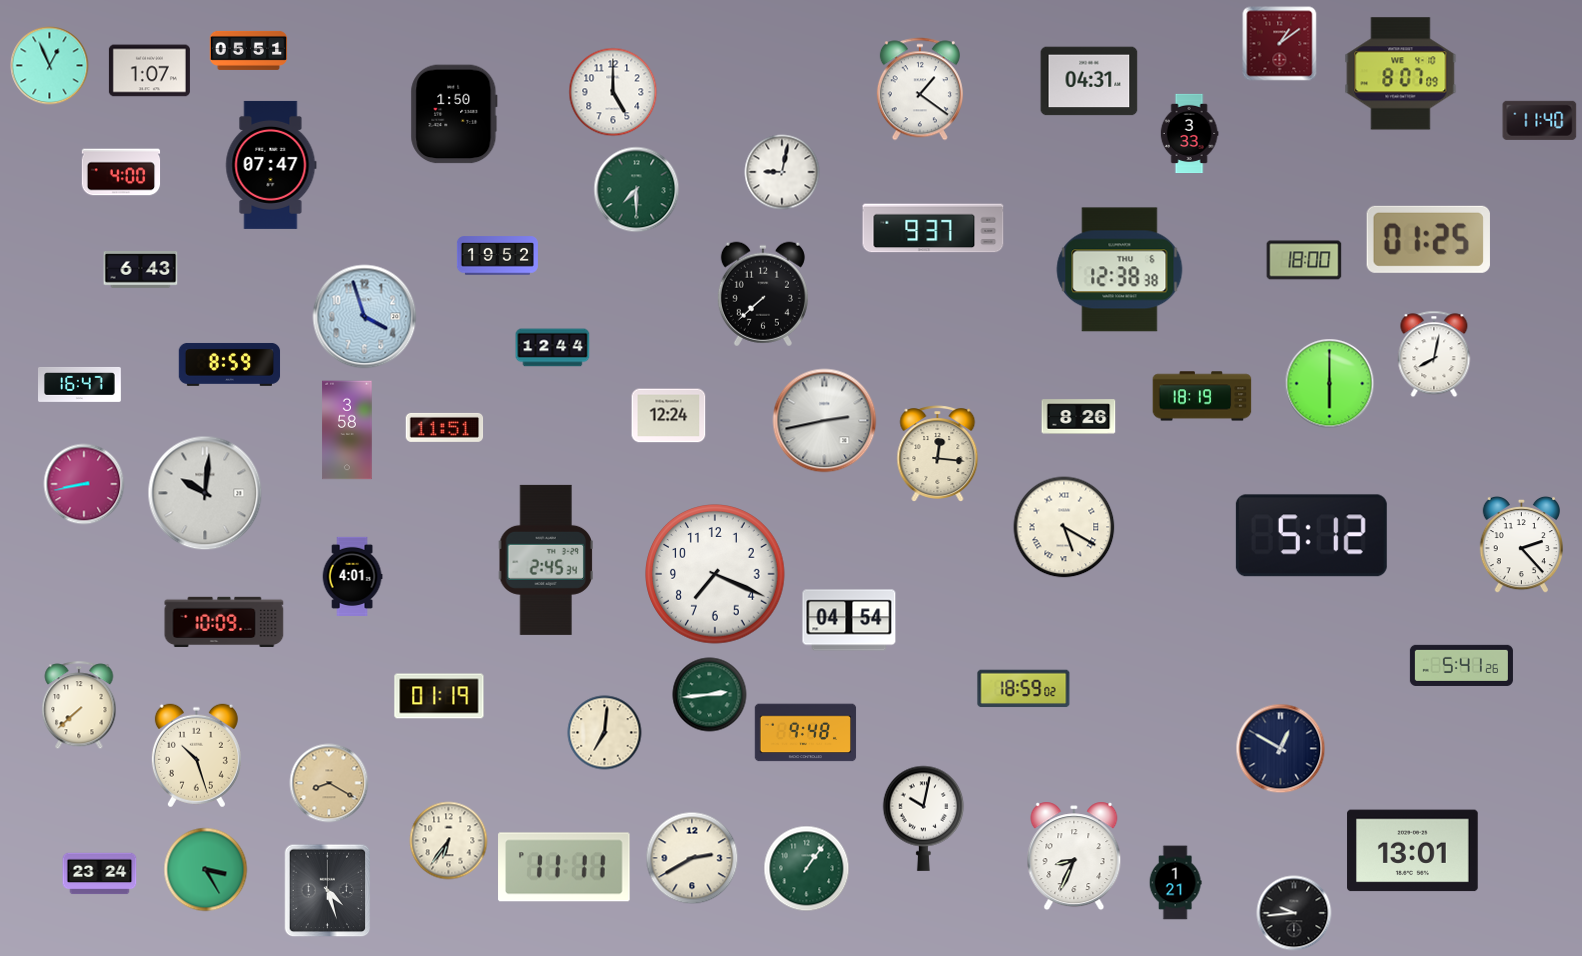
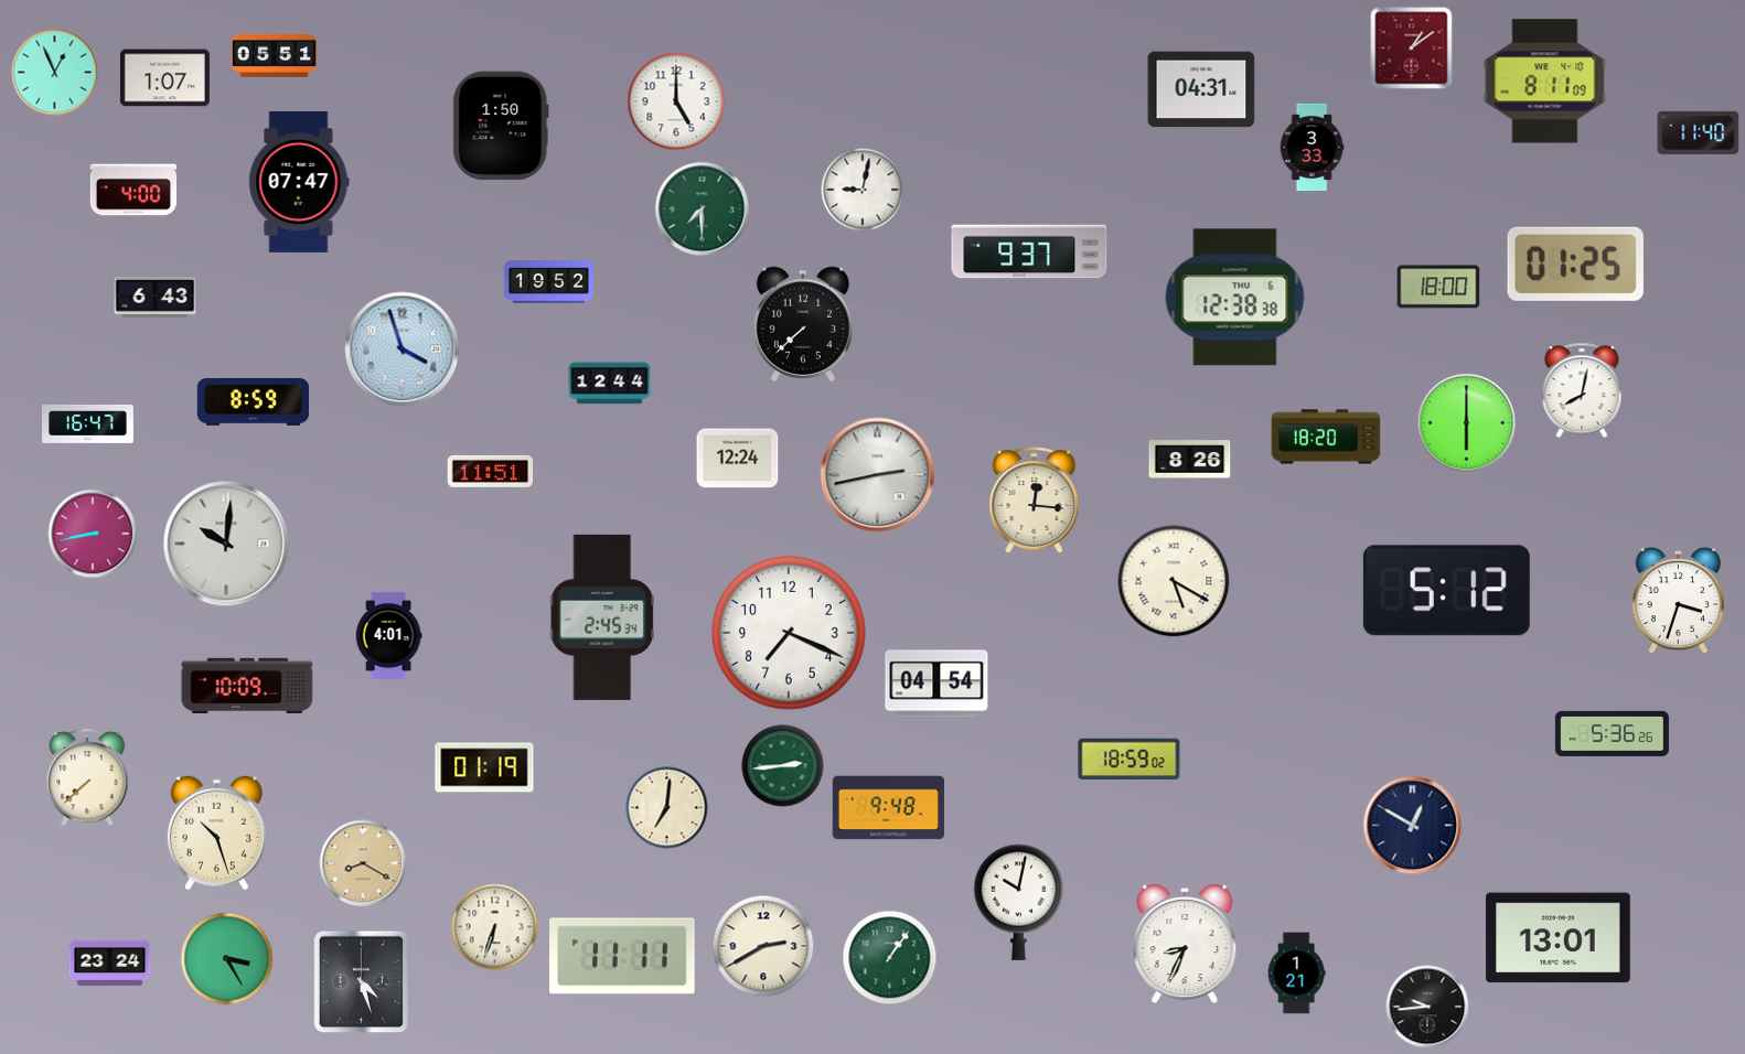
clock at (1401, 74): 8:07 -> 8:11
clock at (920, 89): 1:21 -> none
clock at (763, 294) position: (763, 294) -> (803, 324)
clock at (1202, 396): 18:19 -> 18:20
clock at (825, 421) position: (825, 421) -> (878, 475)
clock at (347, 430): 3:58 -> none
clock at (1521, 545): 2:23 -> 3:33
clock at (1461, 665): 5:41 -> 5:36
clock at (449, 841): 6:36 -> 6:33
